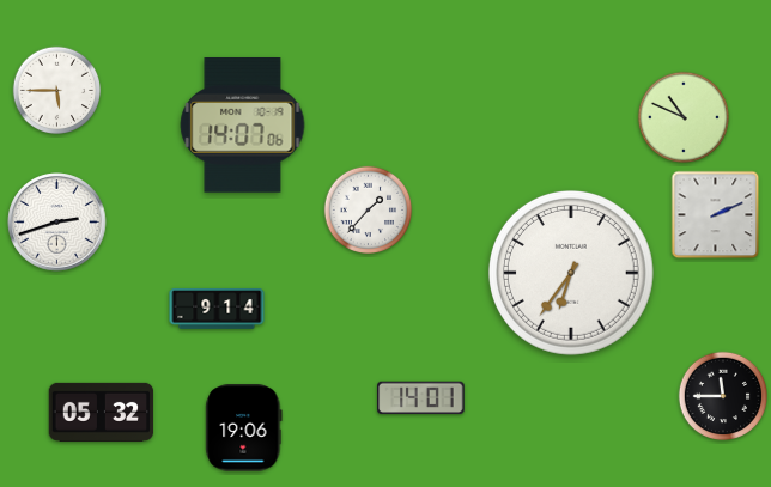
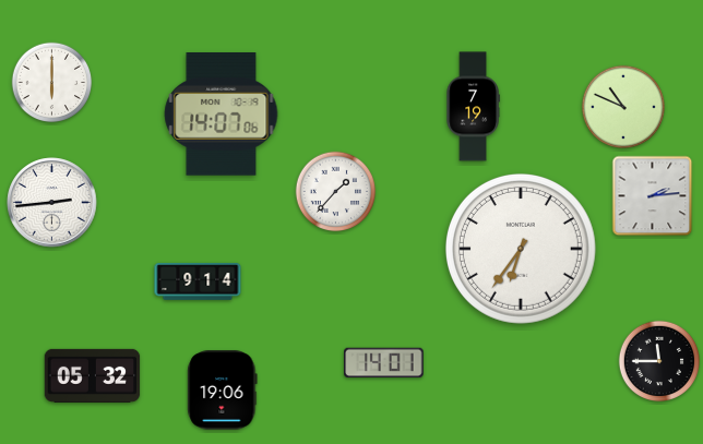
clock at (57, 91): 5:45 -> 6:00
clock at (473, 107): none -> 7:19
clock at (716, 215): 2:11 -> 2:14
clock at (57, 223): 2:42 -> 2:44
